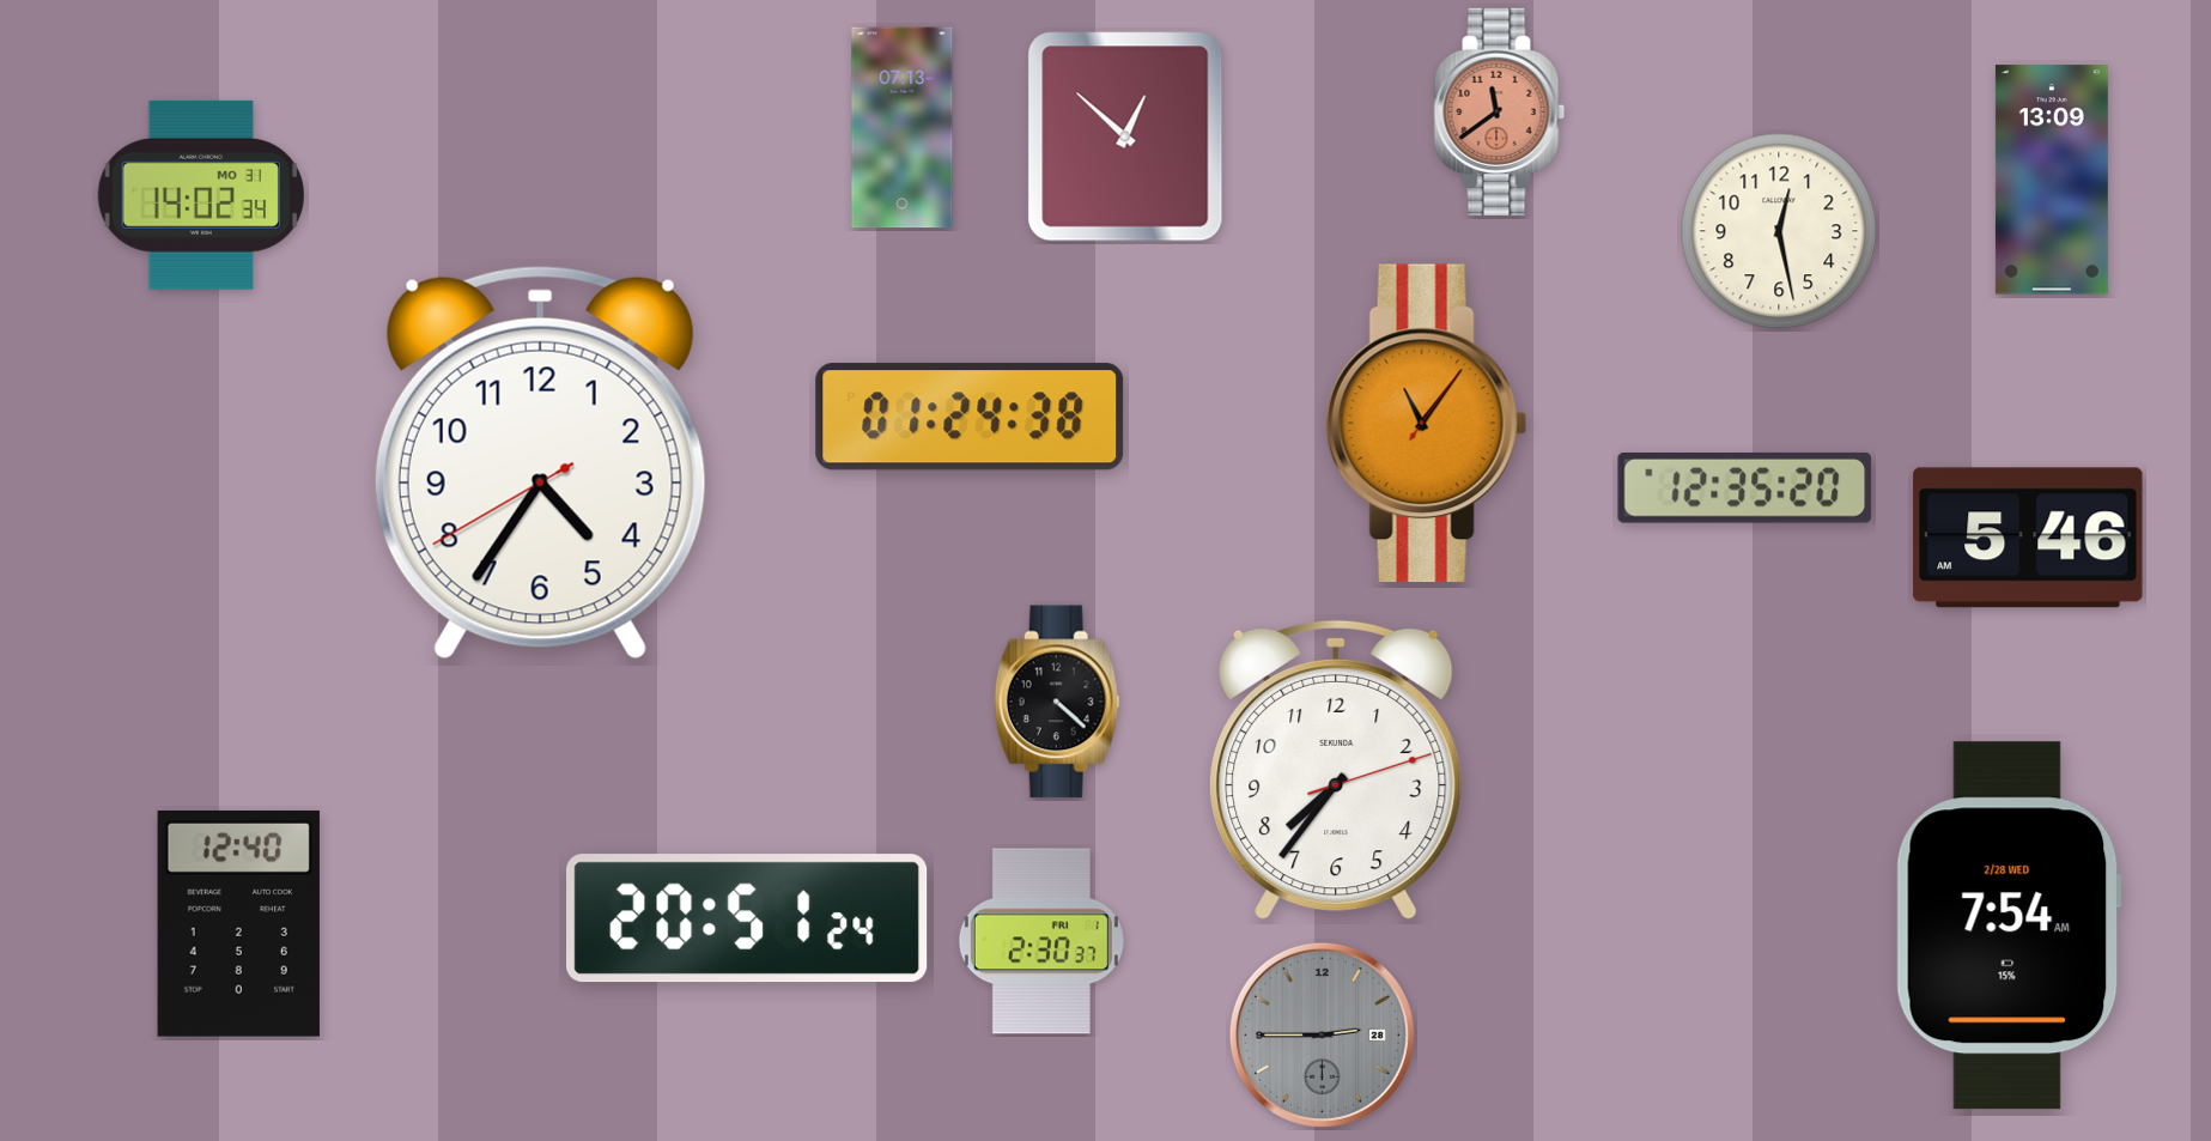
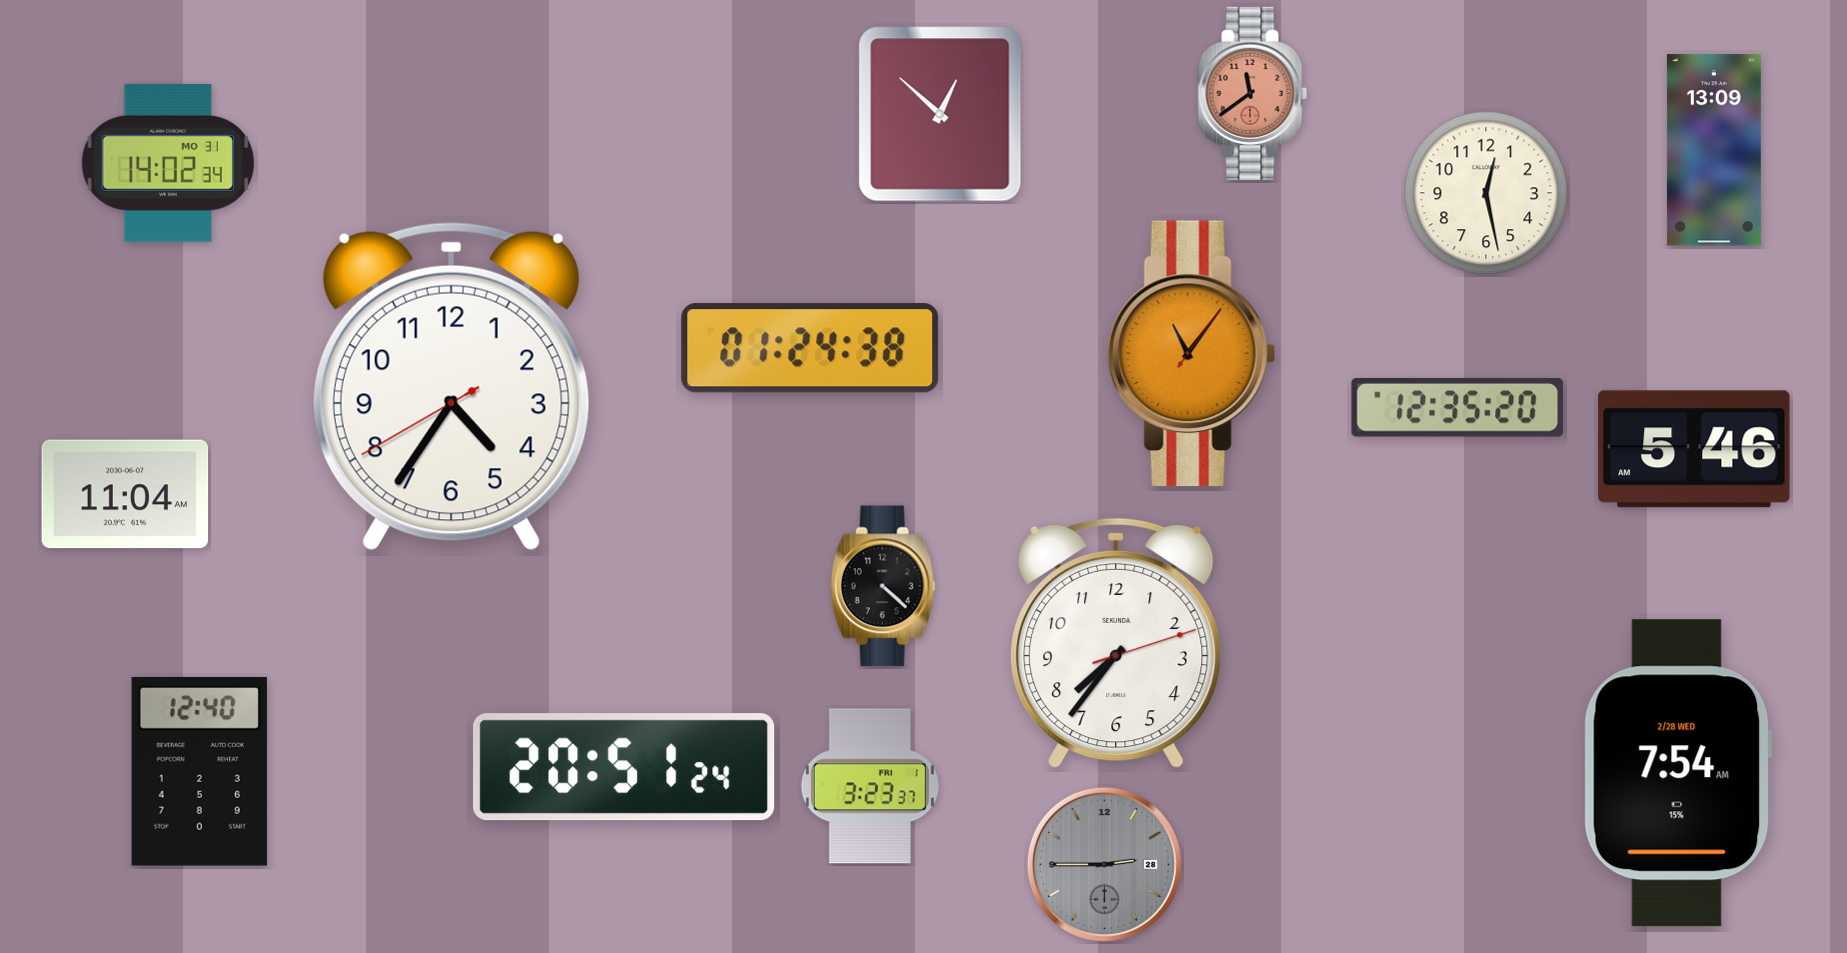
clock at (903, 128): 07:13 -> none
clock at (125, 494): none -> 11:04
clock at (1041, 941): 2:30 -> 3:23
